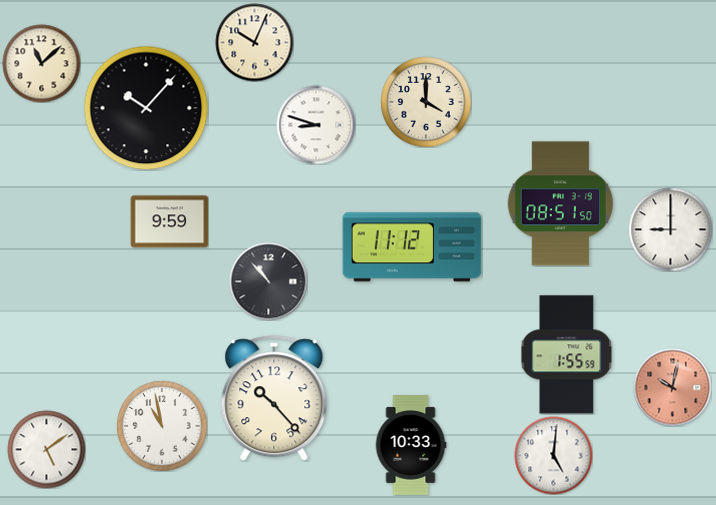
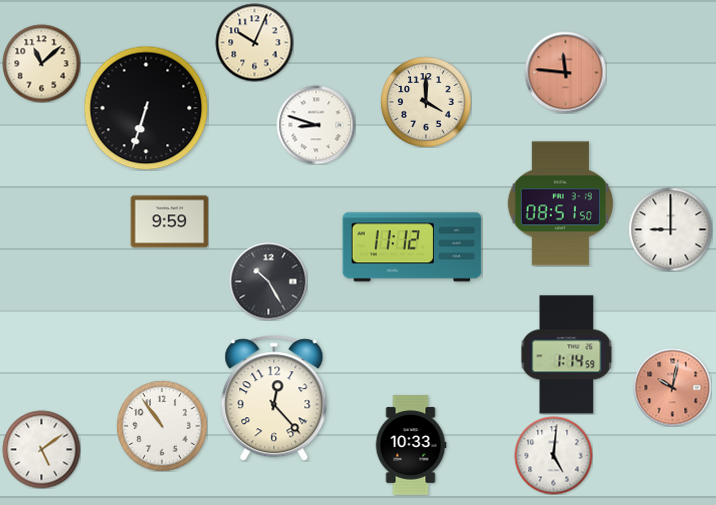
clock at (565, 72): none -> 11:46
clock at (146, 108): 10:07 -> 6:33
clock at (268, 281): 10:53 -> 10:25
clock at (567, 355): 1:55 -> 1:14
clock at (274, 398): 10:23 -> 12:23
clock at (162, 426): 10:58 -> 10:54
clock at (46, 449) position: (46, 449) -> (41, 449)
